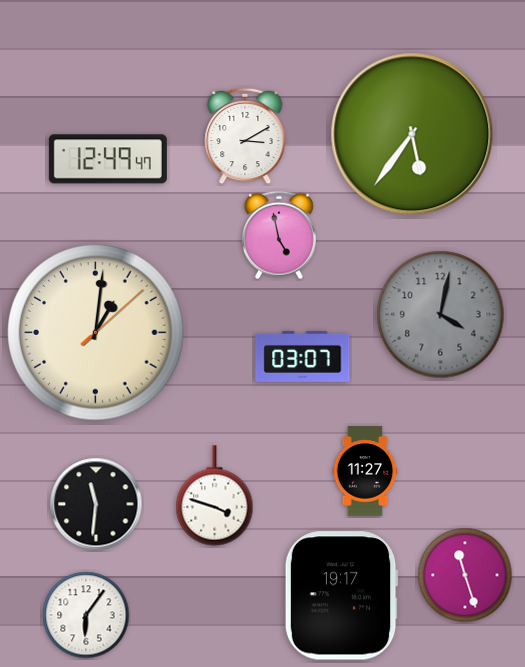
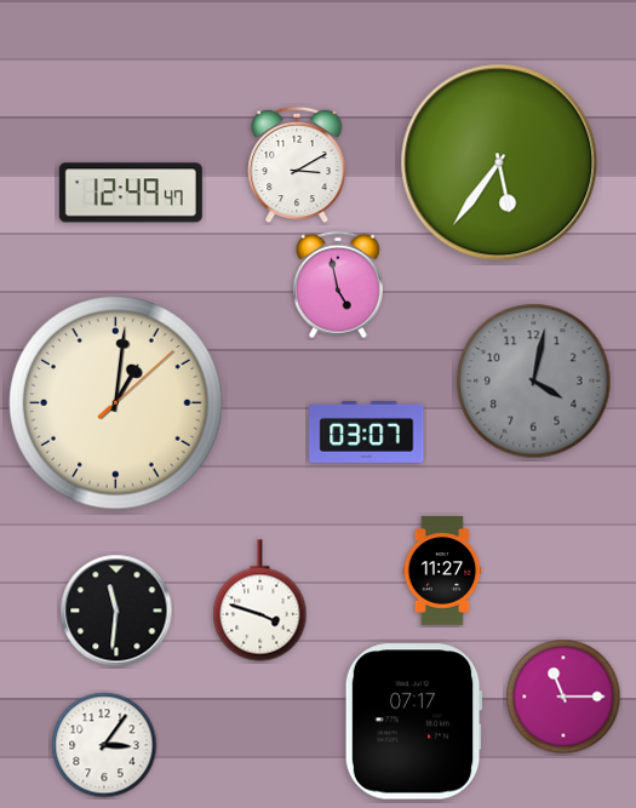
clock at (465, 575): 11:27 -> 11:15
clock at (341, 596): 19:17 -> 07:17
clock at (86, 615): 6:06 -> 3:06
